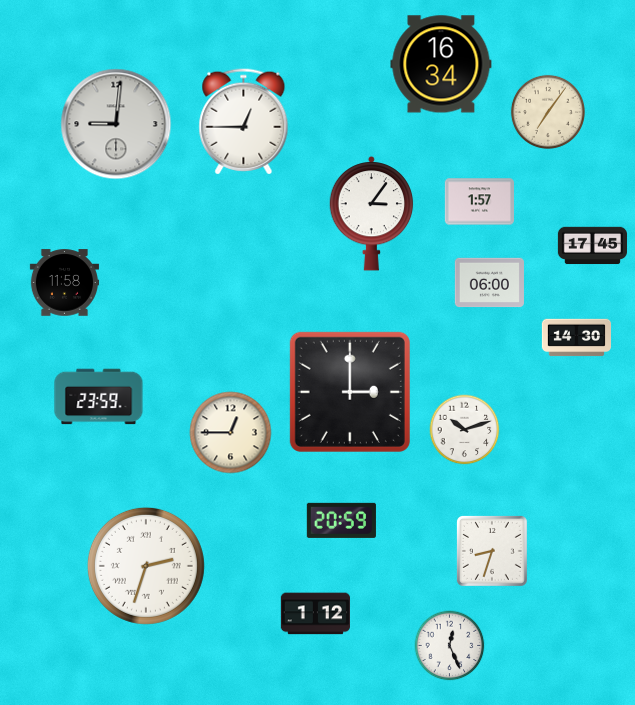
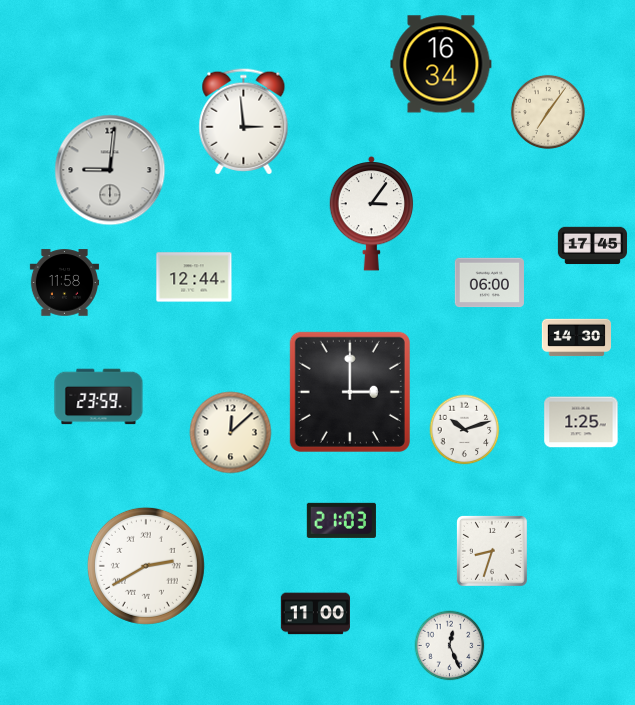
clock at (244, 122): 12:45 -> 2:59
clock at (116, 124) position: (116, 124) -> (110, 170)
clock at (479, 202): 1:57 -> none
clock at (194, 277): none -> 12:44
clock at (581, 422): none -> 1:25
clock at (231, 433): 12:45 -> 12:08
clock at (341, 520): 20:59 -> 21:03
clock at (146, 566): 2:33 -> 2:40
clock at (315, 614): 1:12 -> 11:00
